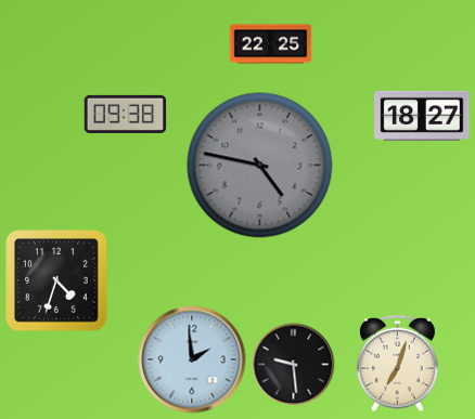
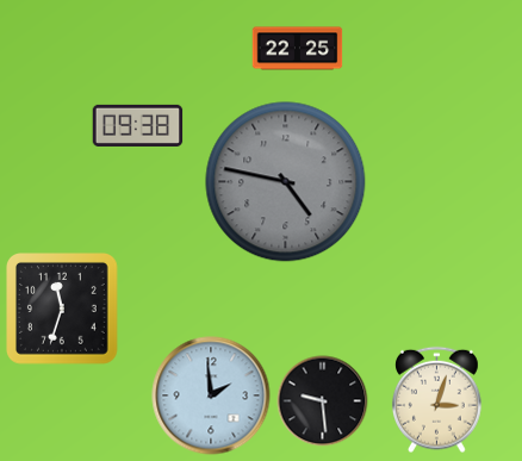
clock at (422, 116): 18:27 -> none
clock at (57, 281): 4:33 -> 11:33
clock at (398, 364): 7:03 -> 3:03
